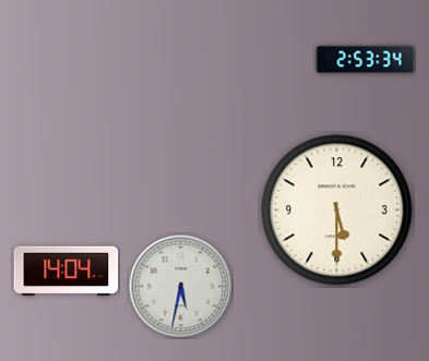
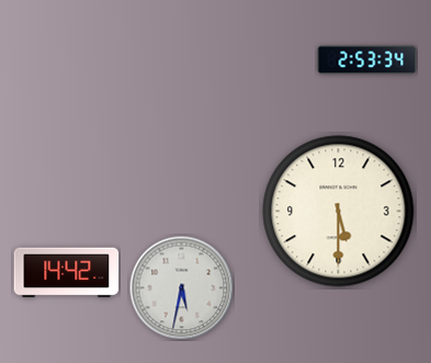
clock at (67, 272): 14:04 -> 14:42
